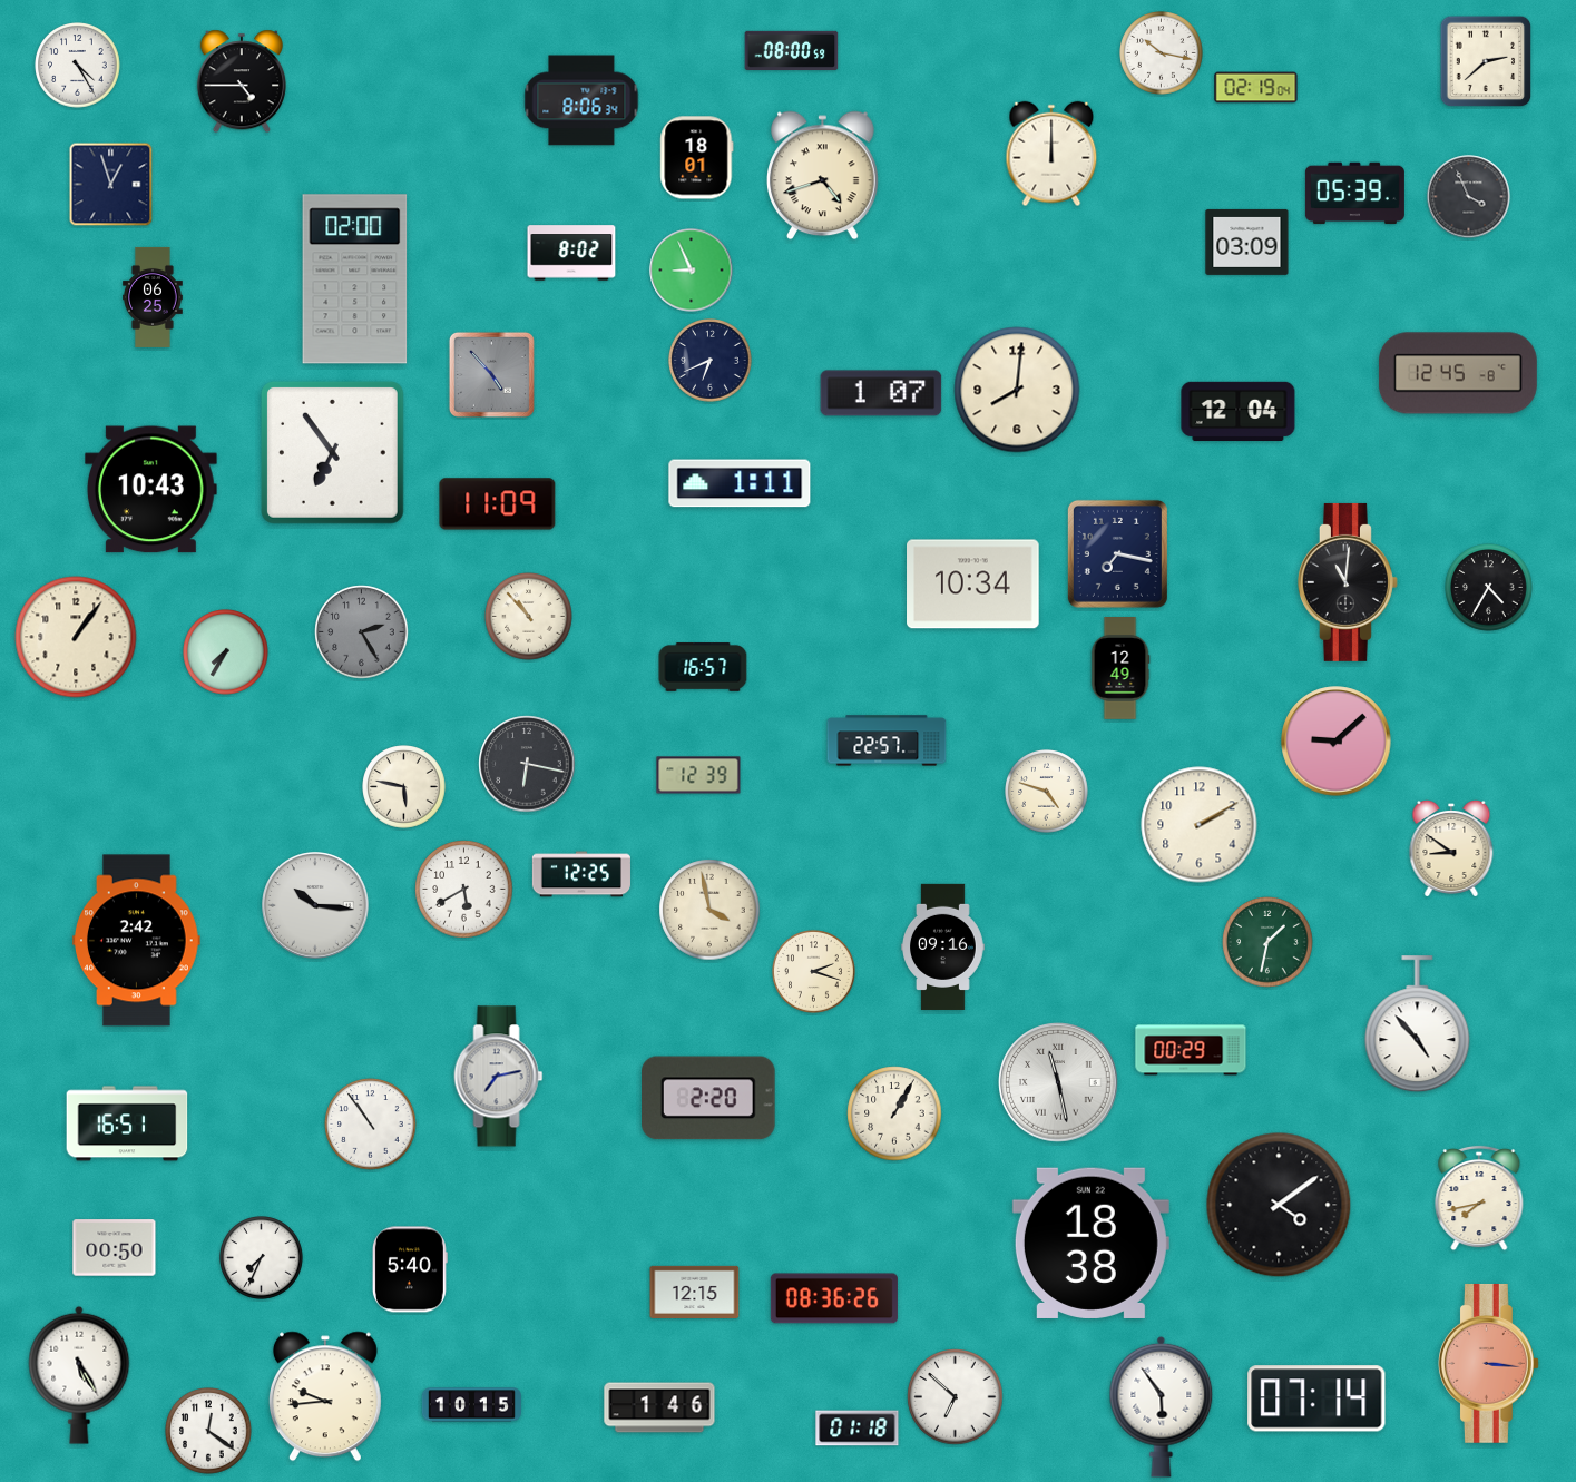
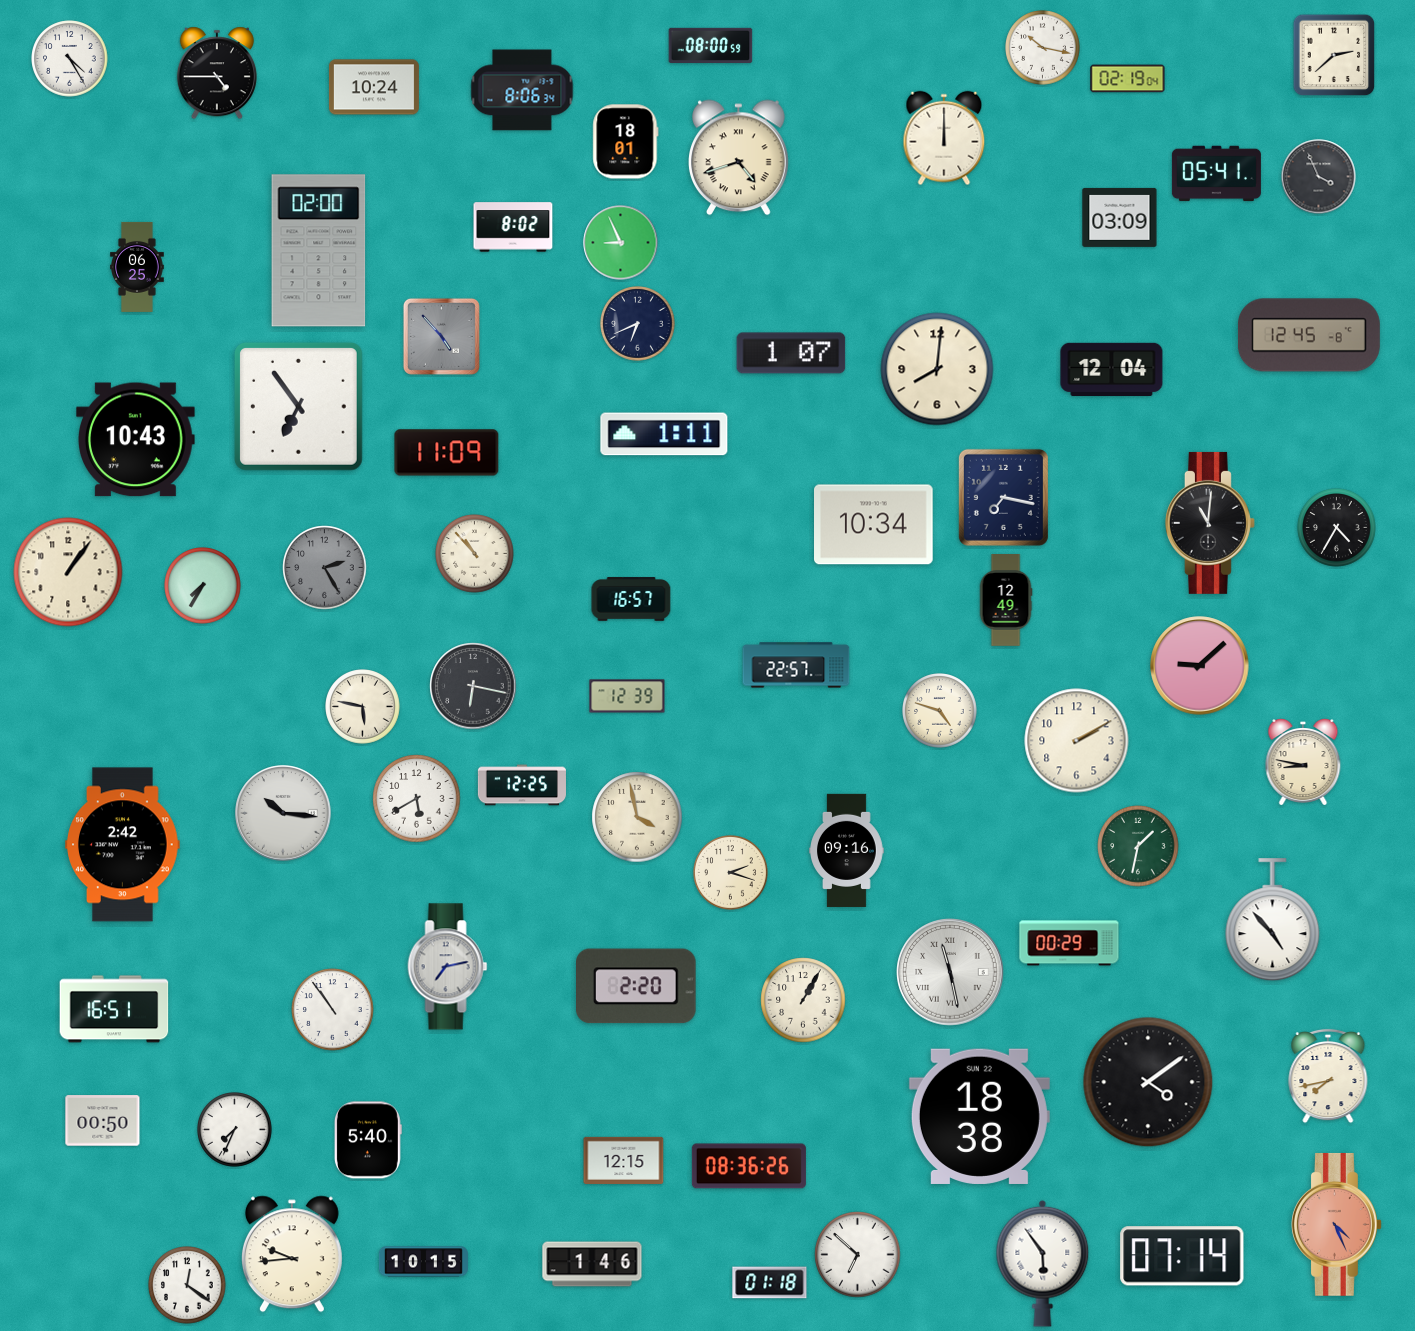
clock at (374, 87): none -> 10:24
clock at (111, 185): 12:57 -> none
clock at (1354, 194): 05:39 -> 05:41
clock at (1017, 390) position: (1017, 390) -> (937, 369)
clock at (1451, 850): 8:51 -> 8:47
clock at (1488, 1363): 3:16 -> 4:26
clock at (79, 1375): 5:25 -> none
